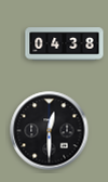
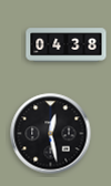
clock at (50, 131): 12:30 -> 12:28
